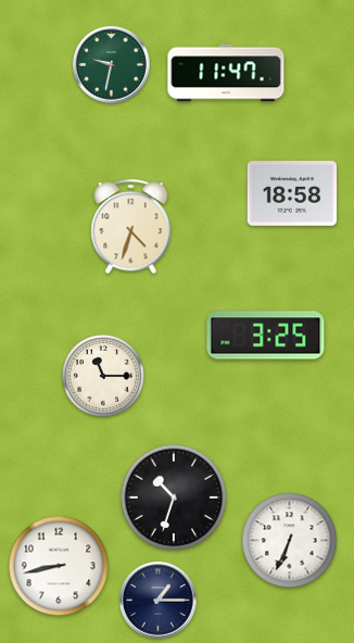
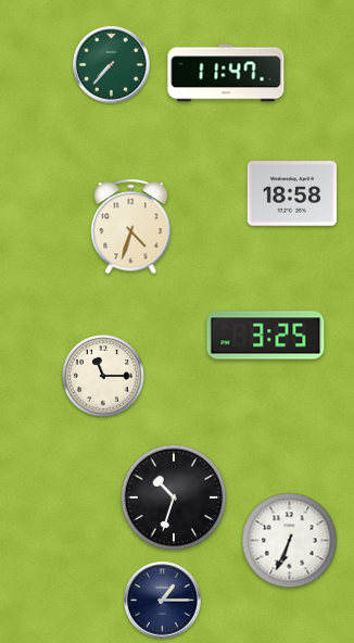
clock at (112, 65): 9:32 -> 7:37
clock at (59, 566): 8:43 -> none
clock at (159, 601) position: (159, 601) -> (163, 601)
